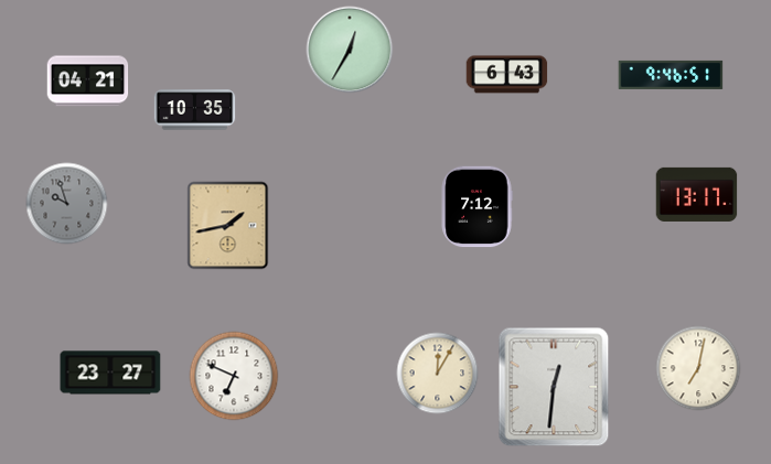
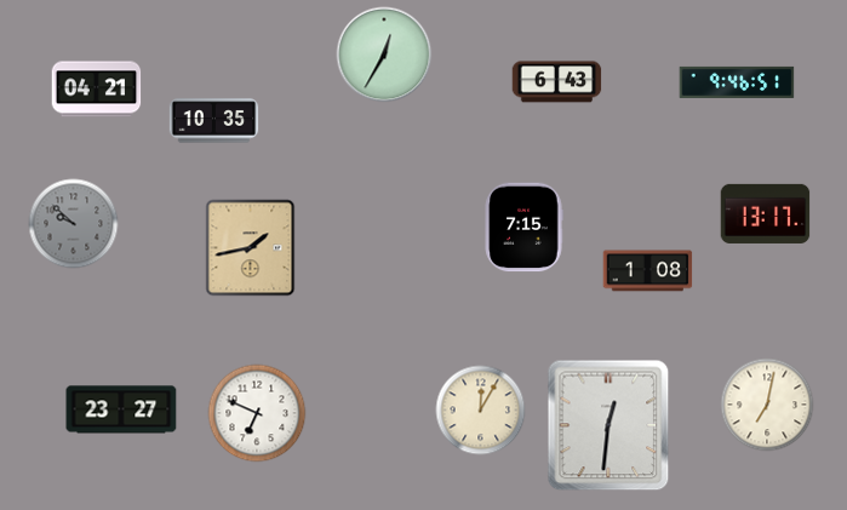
clock at (67, 204): 9:57 -> 9:52
clock at (476, 207): 7:12 -> 7:15
clock at (648, 271): none -> 1:08
